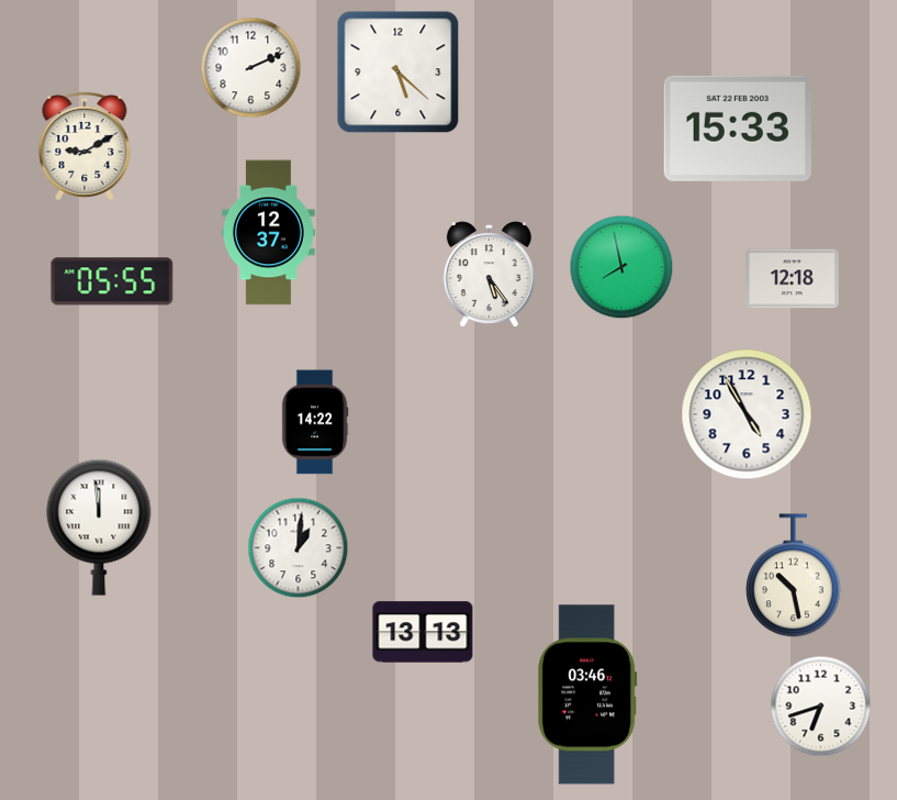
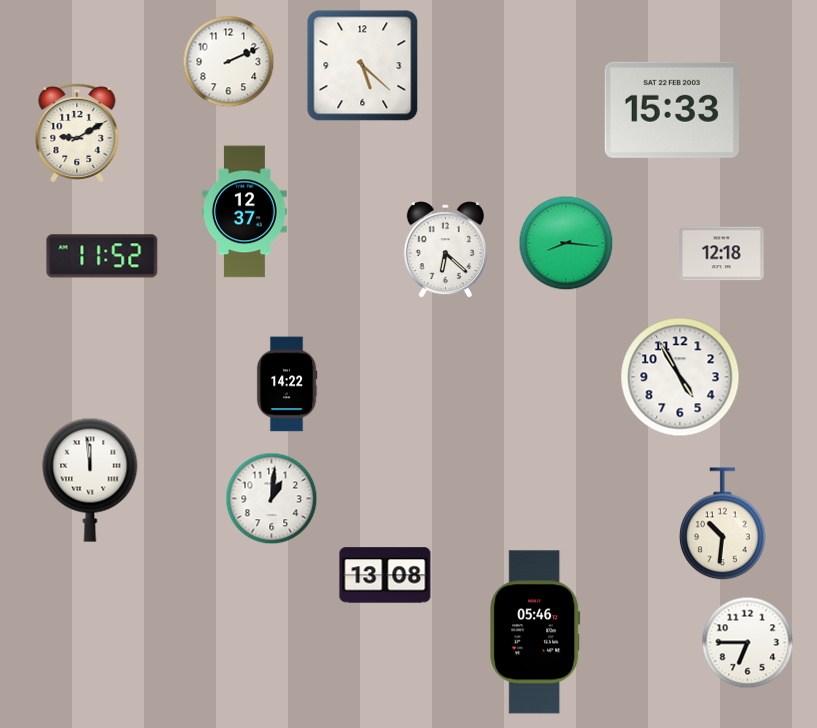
clock at (738, 129) position: (738, 129) -> (672, 110)
clock at (621, 267): 7:58 -> 8:16
clock at (489, 275): 5:24 -> 6:22
clock at (112, 281): 05:55 -> 11:52
clock at (794, 576): 10:28 -> 10:31
clock at (423, 632): 13:13 -> 13:08
clock at (587, 695): 03:46 -> 05:46
clock at (821, 707): 6:42 -> 6:45
